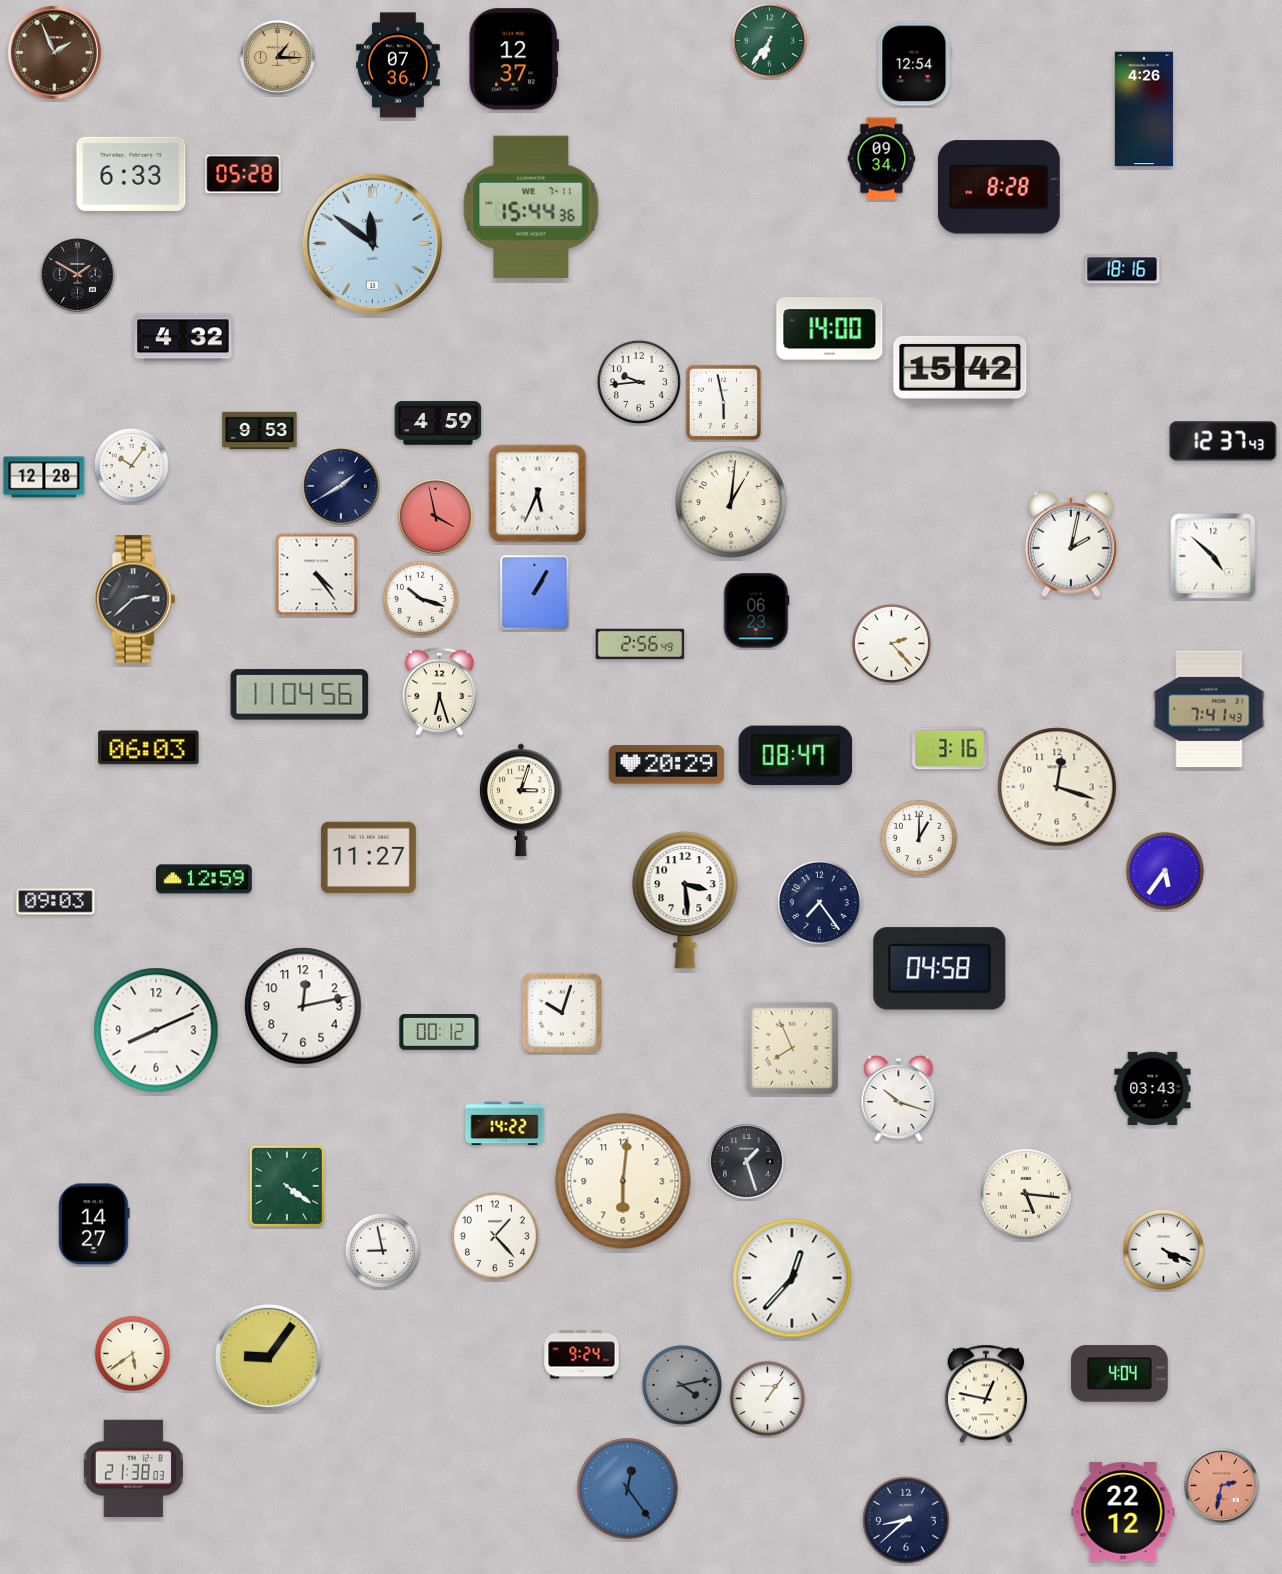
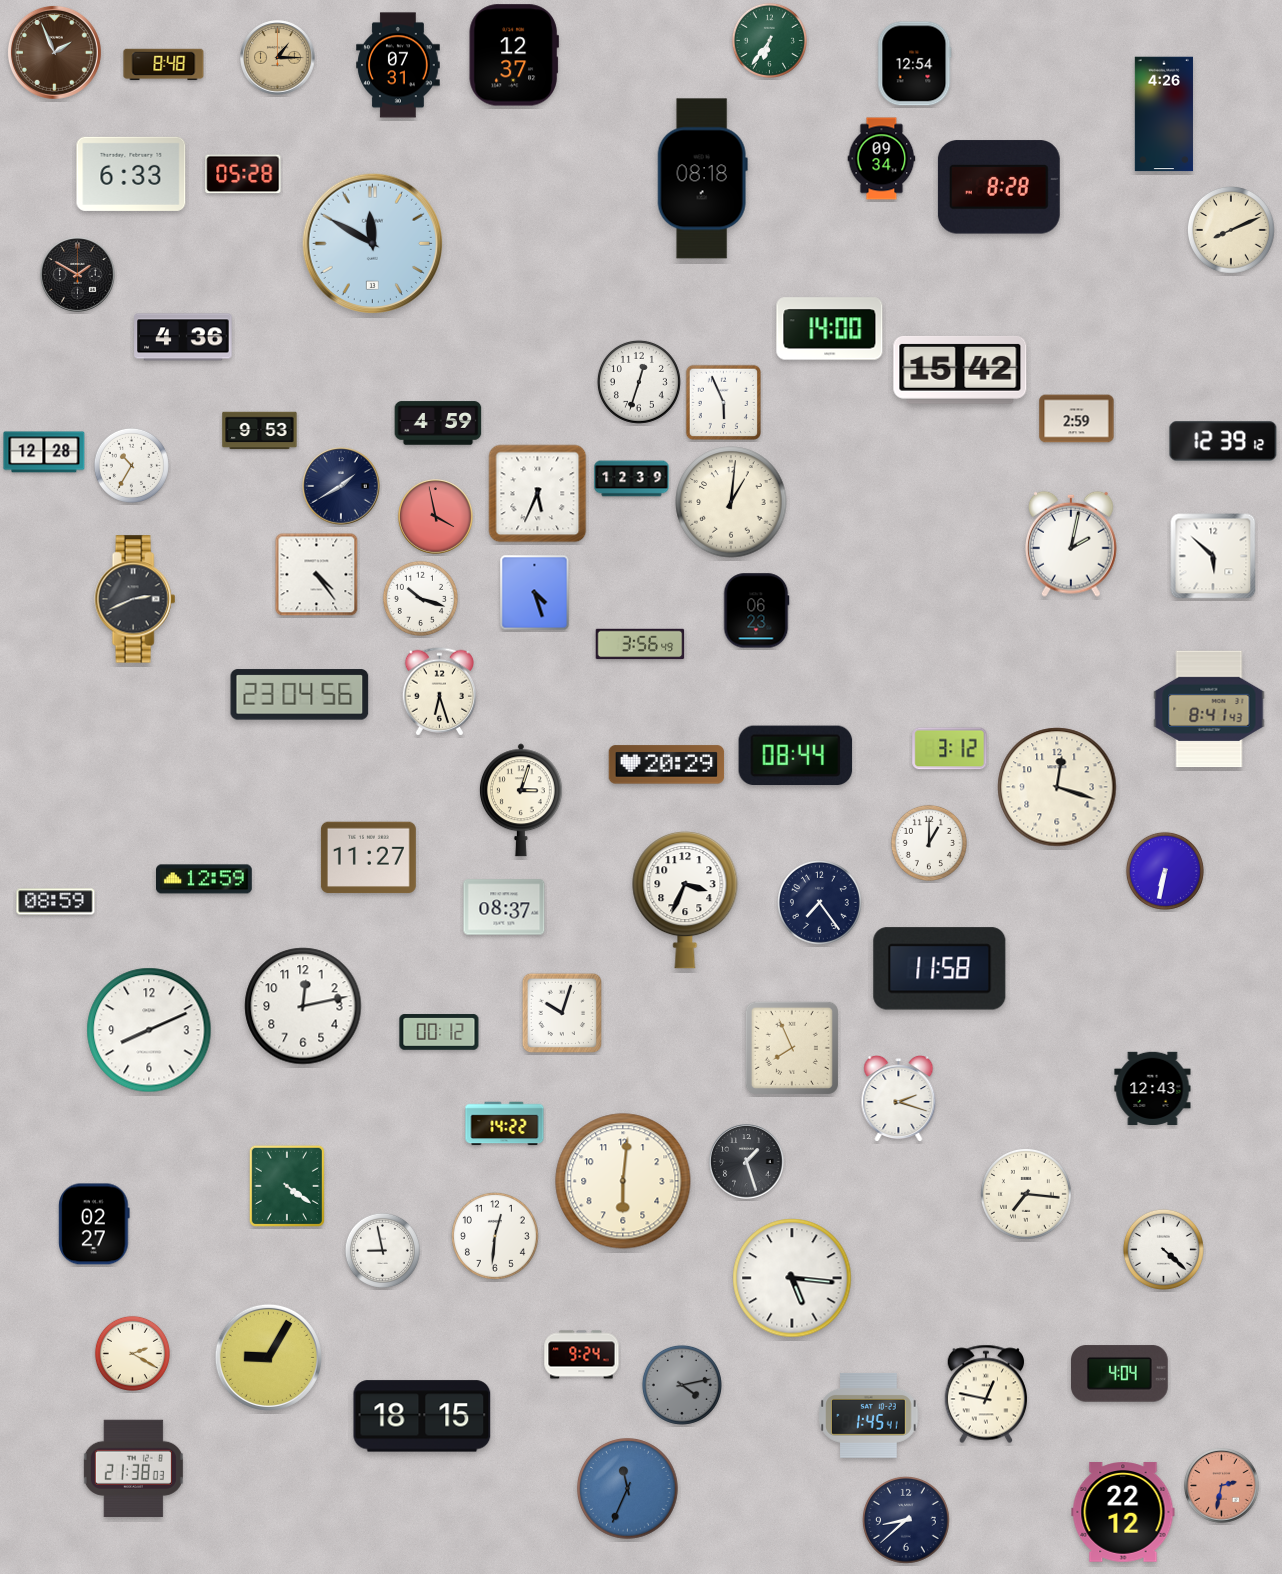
clock at (514, 59) position: (514, 59) -> (514, 55)
clock at (164, 65): none -> 8:48
clock at (398, 65): 07:36 -> 07:31
clock at (1143, 109) position: (1143, 109) -> (1163, 114)
clock at (702, 179): none -> 08:18
clock at (531, 206): 15:44 -> none
clock at (1231, 230): none -> 8:11
clock at (372, 243): 11:51 -> 11:50
clock at (1122, 269): 18:16 -> none
clock at (183, 337): 4:32 -> 4:36
clock at (639, 382): 9:44 -> 12:33
clock at (723, 402): 5:58 -> 5:56
clock at (1077, 419): none -> 2:59
clock at (1223, 441): 12:37 -> 12:39
clock at (131, 465): 10:06 -> 10:35
clock at (44, 477) position: (44, 477) -> (44, 452)
clock at (632, 479): none -> 12:39
clock at (1213, 556): 4:52 -> 5:52
clock at (535, 593): 1:05 -> 4:27
clock at (135, 599): 2:38 -> 2:41
clock at (891, 643): 2:23 -> none
clock at (640, 644): 2:56 -> 3:56
clock at (300, 695): 11:04 -> 23:04
clock at (1209, 709): 7:41 -> 8:41
clock at (149, 748): 06:03 -> none
clock at (950, 749): 3:16 -> 3:12
clock at (796, 756): 08:47 -> 08:44
clock at (919, 838) position: (919, 838) -> (929, 843)
clock at (1165, 871): 5:36 -> 6:32
clock at (685, 901): 3:29 -> 3:34
clock at (56, 902): 09:03 -> 08:59
clock at (504, 907): none -> 08:37
clock at (940, 969): 04:58 -> 11:58
clock at (156, 1030) position: (156, 1030) -> (149, 1030)
clock at (1153, 1088): 03:43 -> 12:43
clock at (899, 1099): 10:18 -> 2:18
clock at (1027, 1195): 5:16 -> 7:16
clock at (94, 1224): 14:27 -> 02:27
clock at (495, 1236): 1:23 -> 12:31
clock at (1163, 1249): 4:19 -> 4:22
clock at (792, 1278): 12:37 -> 5:16
clock at (132, 1353): 5:39 -> 2:20
clock at (268, 1357): 9:06 -> 9:05
clock at (767, 1398): 1:06 -> none
clock at (869, 1415): none -> 1:45
clock at (422, 1416): none -> 18:15
clock at (628, 1489): 12:24 -> 11:34
